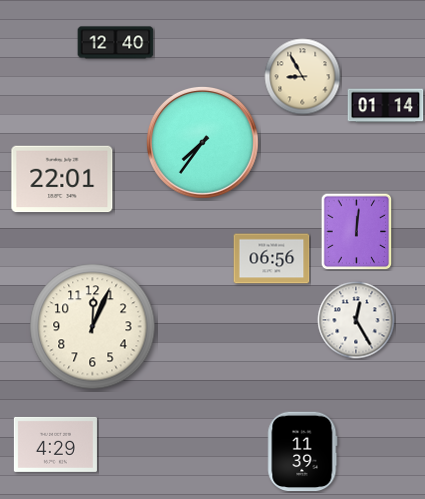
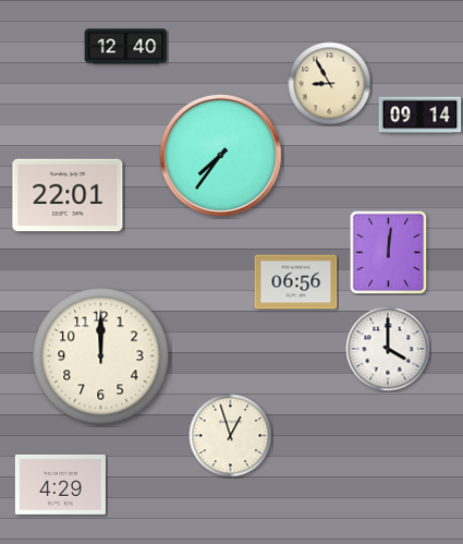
clock at (386, 106): 01:14 -> 09:14
clock at (356, 320): 12:25 -> 4:00
clock at (93, 327): 12:04 -> 12:00
clock at (231, 436): none -> 12:57
clock at (303, 452): 11:39 -> none
